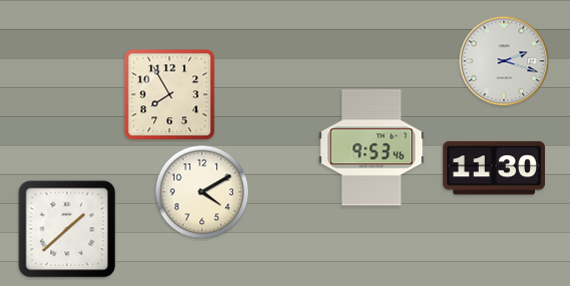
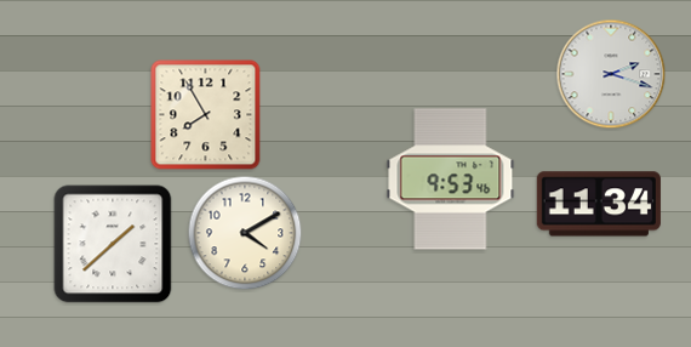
clock at (494, 168): 11:30 -> 11:34
clock at (67, 229) position: (67, 229) -> (113, 244)
